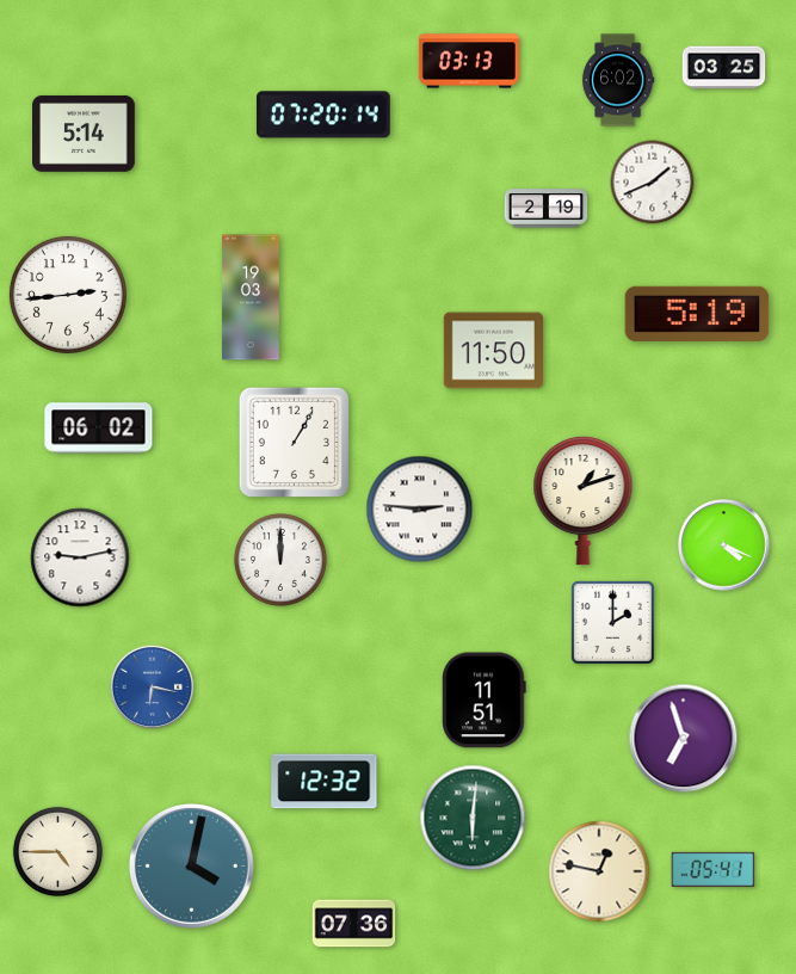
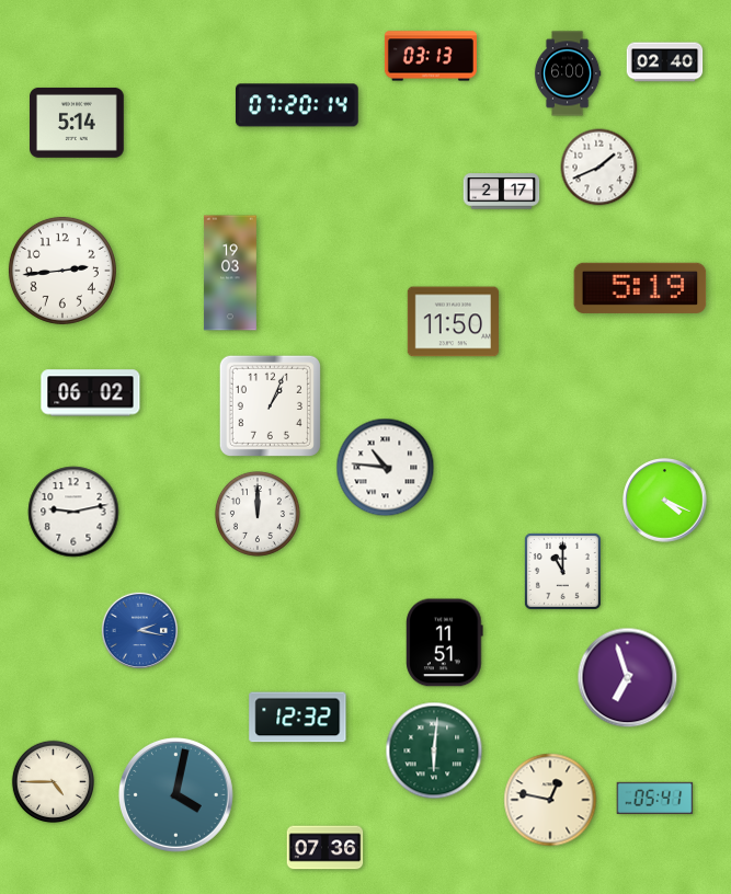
clock at (724, 68): 03:25 -> 02:40
clock at (618, 80): 6:02 -> 6:00
clock at (547, 209): 2:19 -> 2:17
clock at (294, 442): 1:05 -> 1:04
clock at (584, 500): 1:12 -> none
clock at (420, 510): 2:46 -> 10:46
clock at (612, 622): 2:00 -> 11:00
clock at (153, 688): 6:17 -> 2:17
